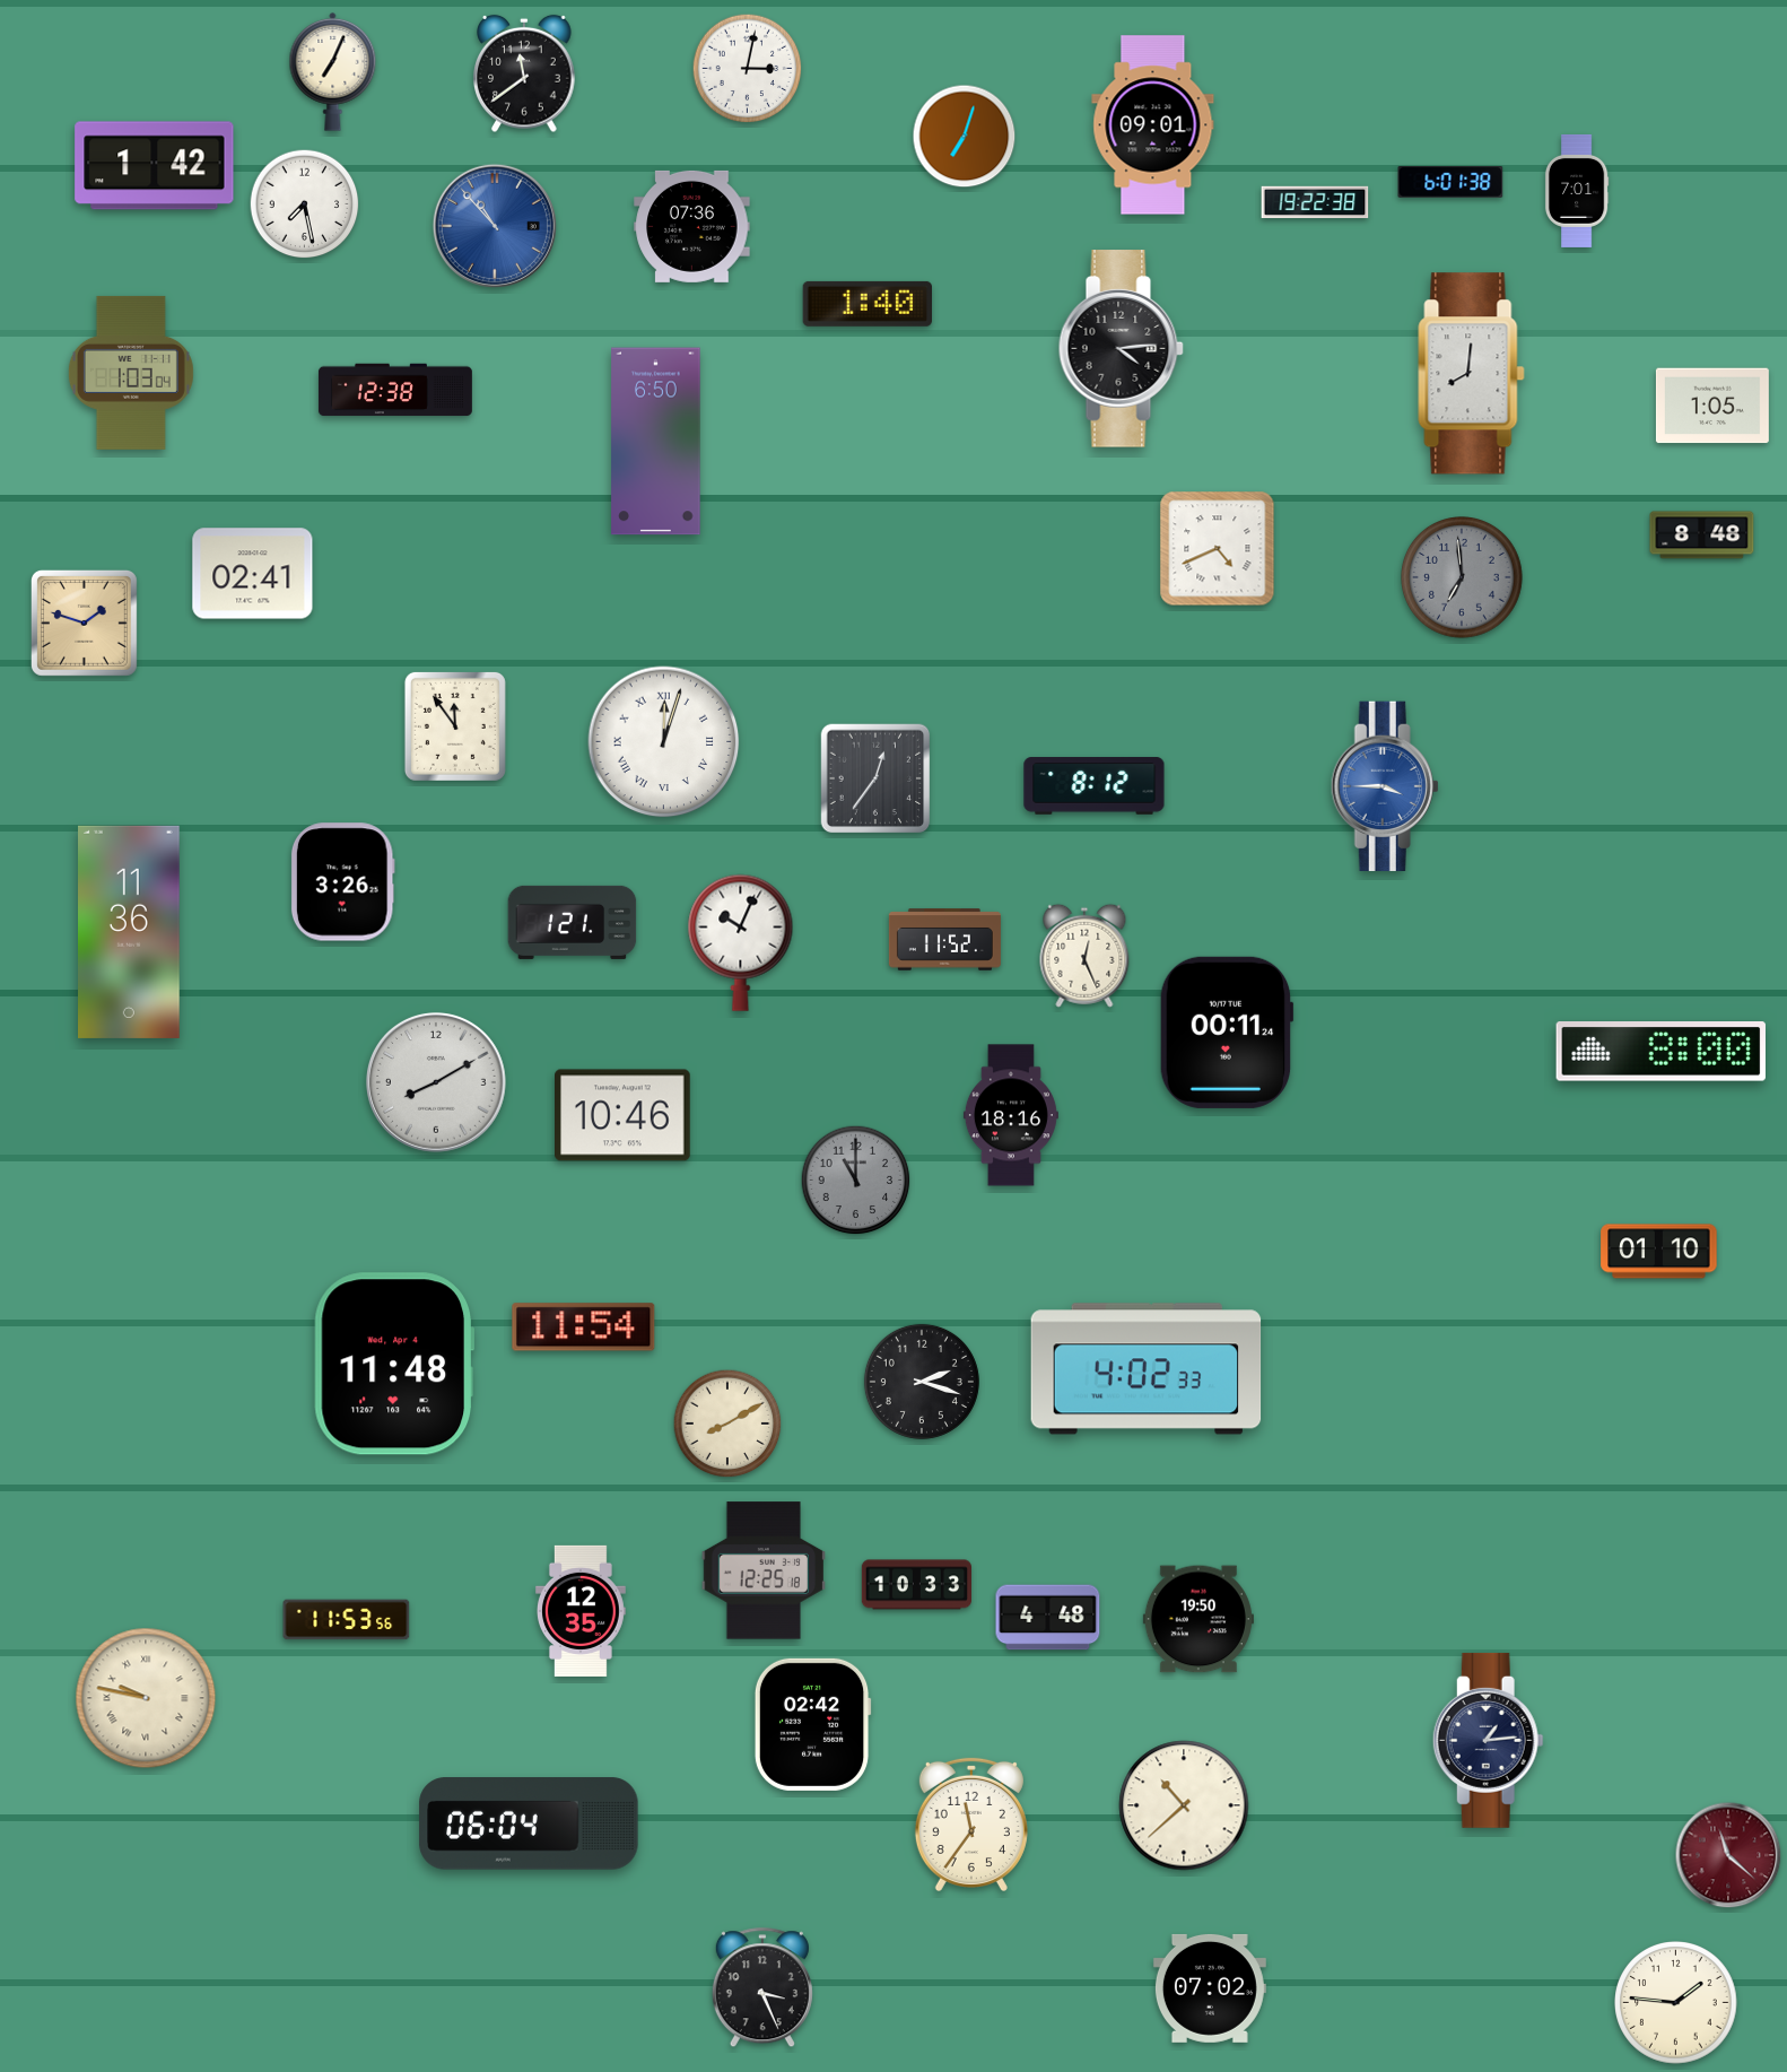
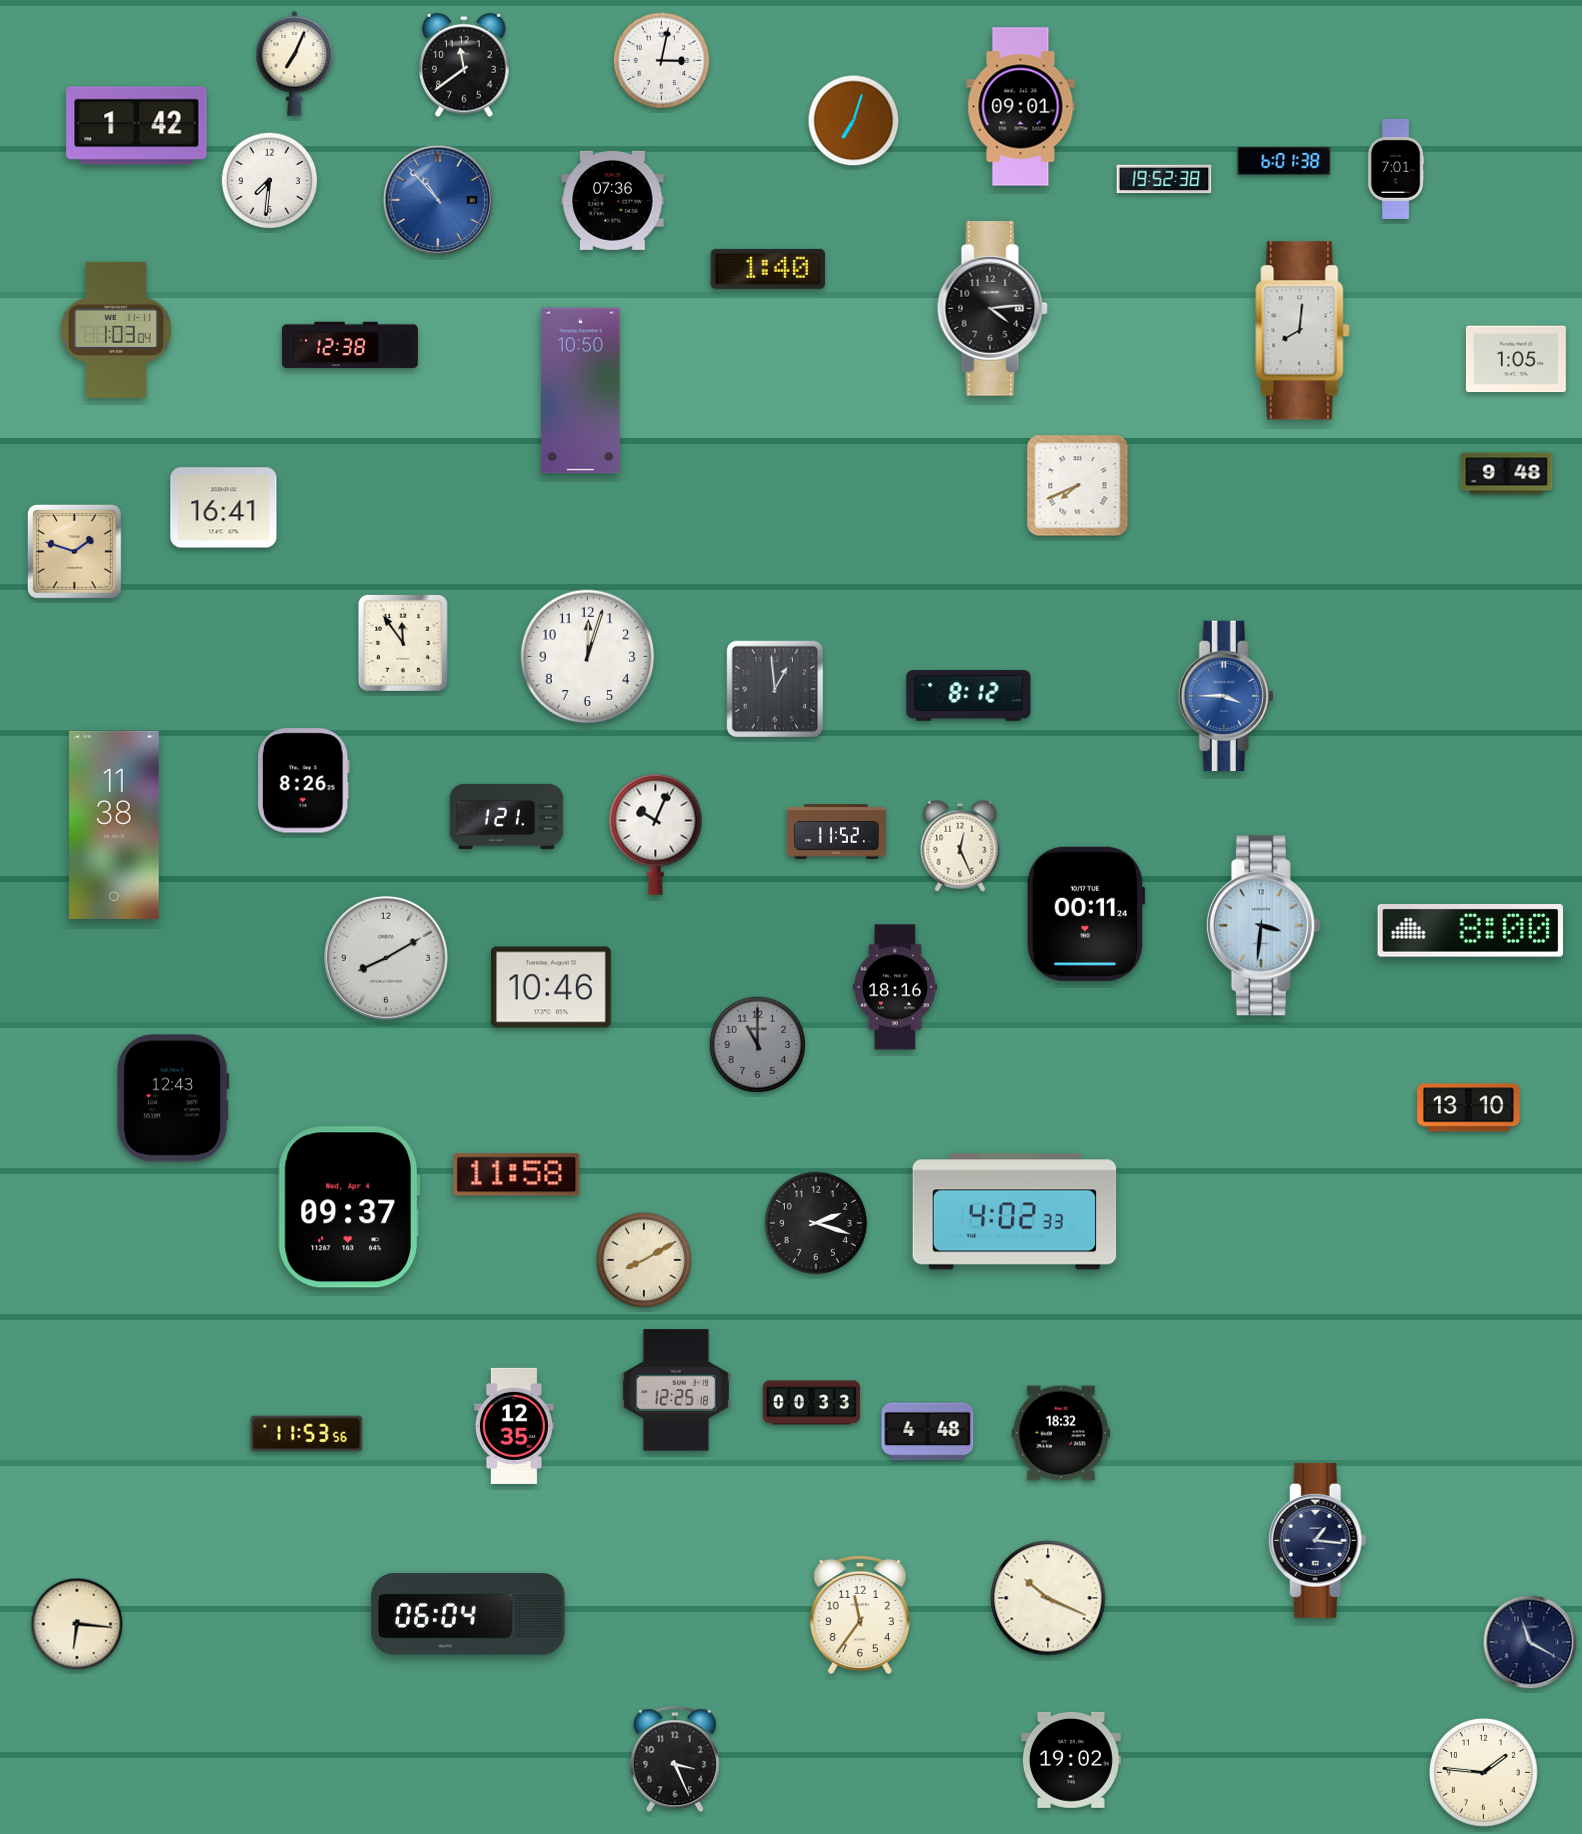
clock at (1153, 125) position: (1153, 125) -> (1021, 107)
clock at (155, 166) position: (155, 166) -> (137, 126)
clock at (1315, 202): 19:22 -> 19:52
clock at (305, 204): 7:28 -> 7:31
clock at (656, 442): 6:50 -> 10:50
clock at (1702, 536): 8:48 -> 9:48
clock at (1218, 549): 4:41 -> 7:41
clock at (253, 574): 02:41 -> 16:41
clock at (1463, 578): 6:59 -> none
clock at (664, 742) numerals: Roman -> Arabic
clock at (875, 778): 12:36 -> 12:59
clock at (342, 882): 3:26 -> 8:26
clock at (130, 932): 11:36 -> 11:38
clock at (1263, 926): none -> 3:31
clock at (173, 1098): none -> 12:43
clock at (1659, 1252): 01:10 -> 13:10
clock at (584, 1327): 11:54 -> 11:58
clock at (393, 1364): 11:48 -> 09:37
clock at (916, 1585): 10:33 -> 00:33
clock at (1198, 1619): 19:50 -> 18:32
clock at (146, 1698): 9:47 -> none
clock at (812, 1724): 02:42 -> none
clock at (1488, 1740): 1:14 -> 1:16
clock at (1184, 1805): 10:38 -> 10:19
clock at (77, 1624): none -> 6:16
clock at (1728, 1855): 11:22 -> 11:20
clock at (1728, 1855) dial: burgundy -> navy
clock at (1210, 1988): 07:02 -> 19:02
